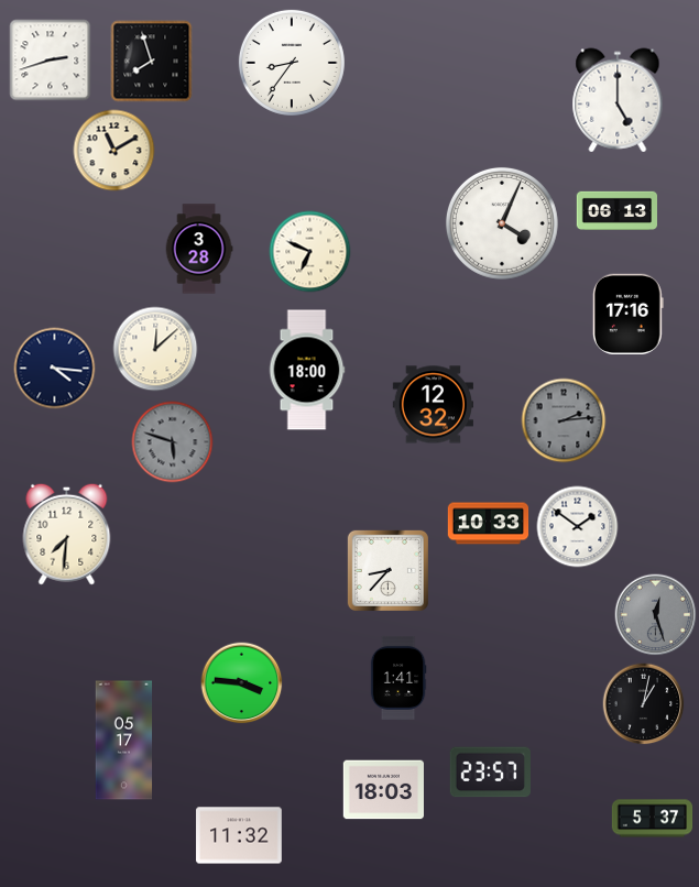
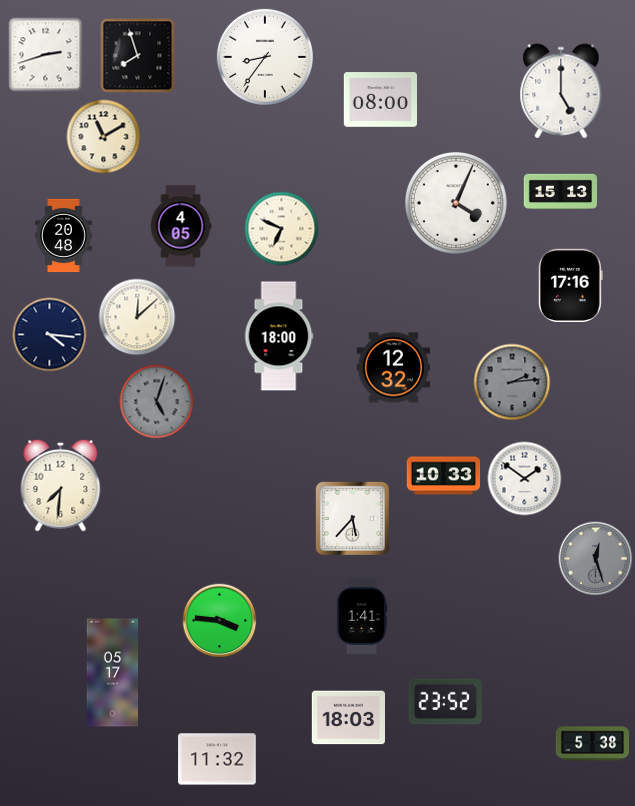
clock at (380, 100): none -> 08:00
clock at (618, 210): 06:13 -> 15:13
clock at (199, 249): 3:28 -> 4:05
clock at (64, 236): none -> 20:48
clock at (155, 349) position: (155, 349) -> (137, 317)
clock at (173, 442): 5:48 -> 5:03
clock at (387, 570): 8:37 -> 5:37
clock at (644, 704): 1:02 -> none
clock at (490, 773): 23:57 -> 23:52
clock at (653, 819): 5:37 -> 5:38
